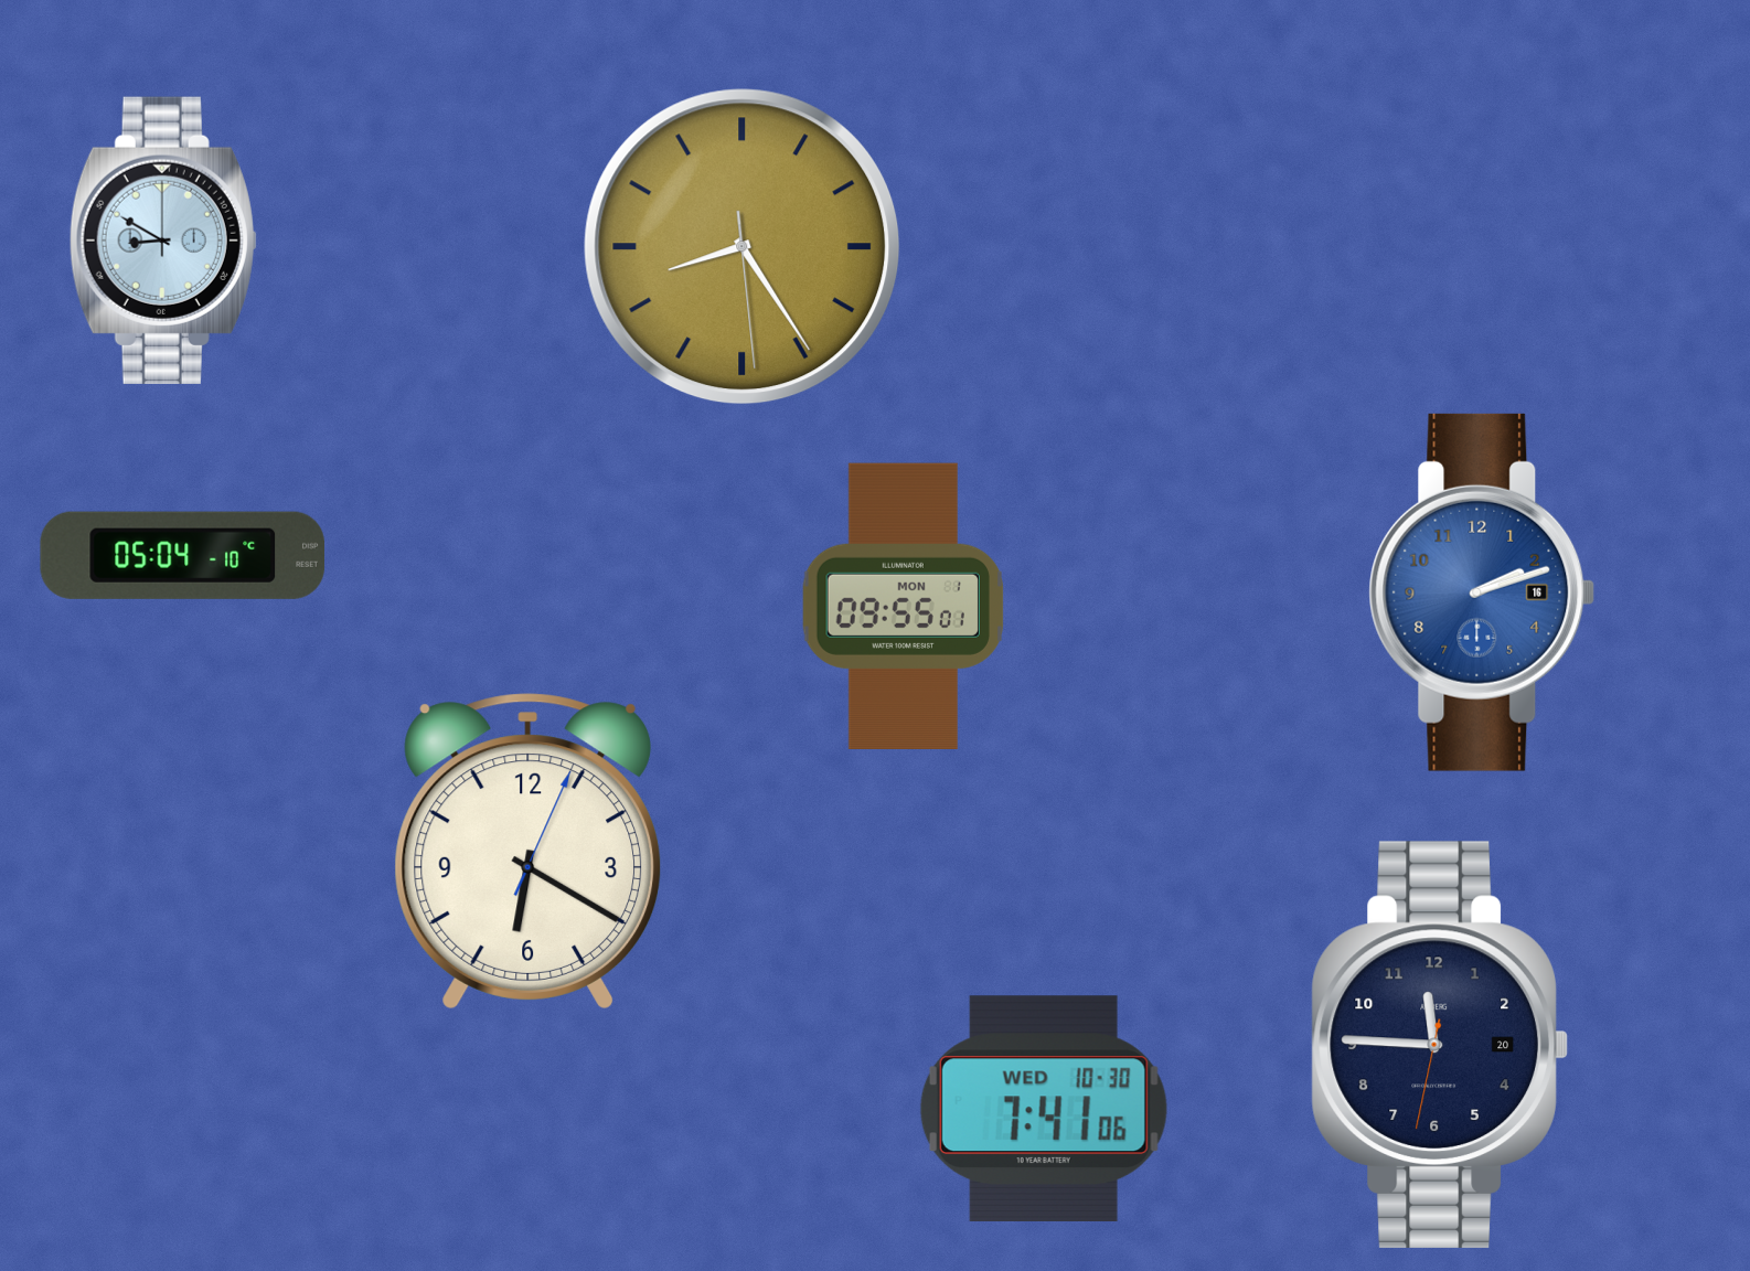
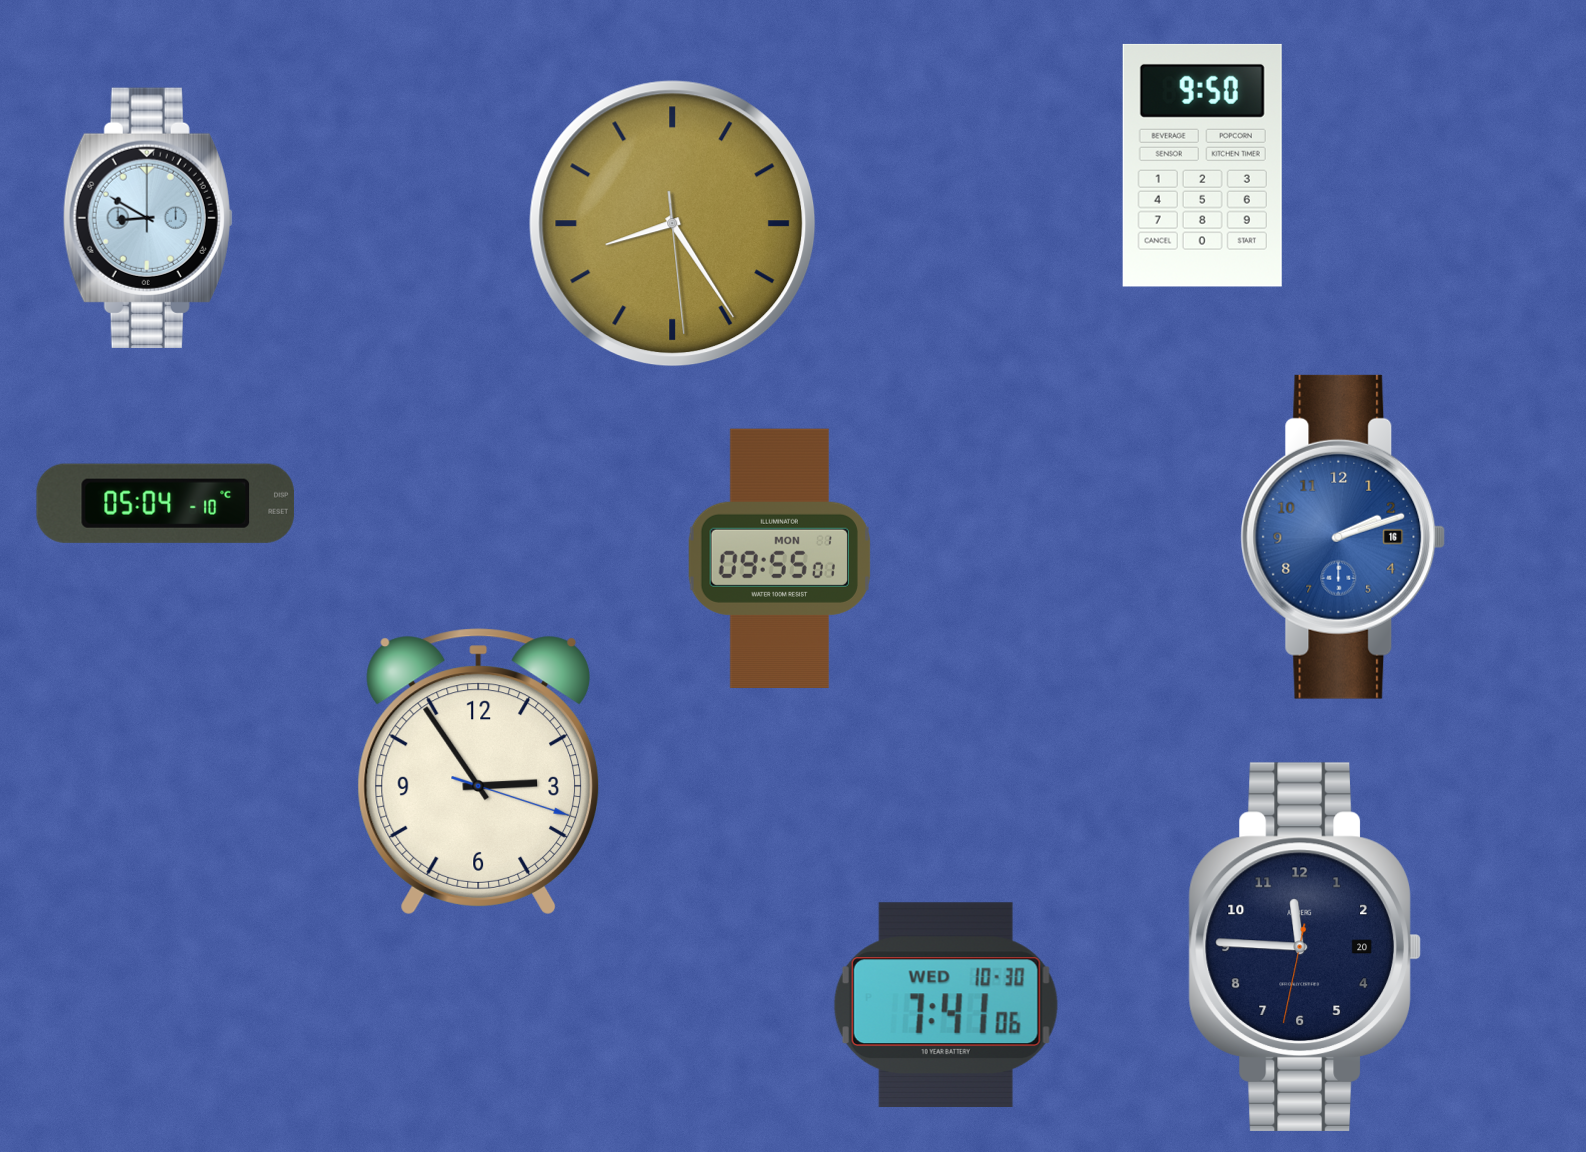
clock at (1202, 165): none -> 9:50
clock at (903, 606) position: (903, 606) -> (779, 558)
clock at (527, 852): 6:20 -> 2:54
